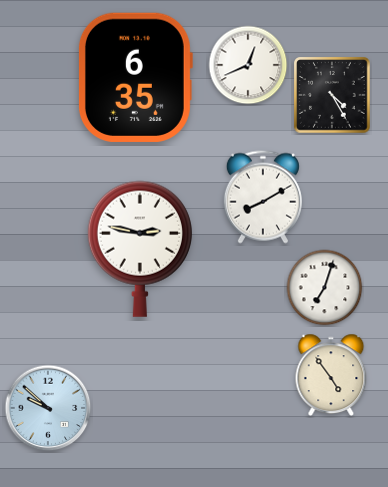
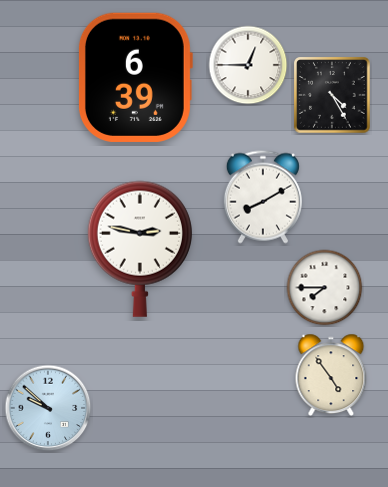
clock at (248, 65): 12:41 -> 12:45
clock at (135, 77): 6:35 -> 6:39
clock at (325, 288): 7:03 -> 7:45
